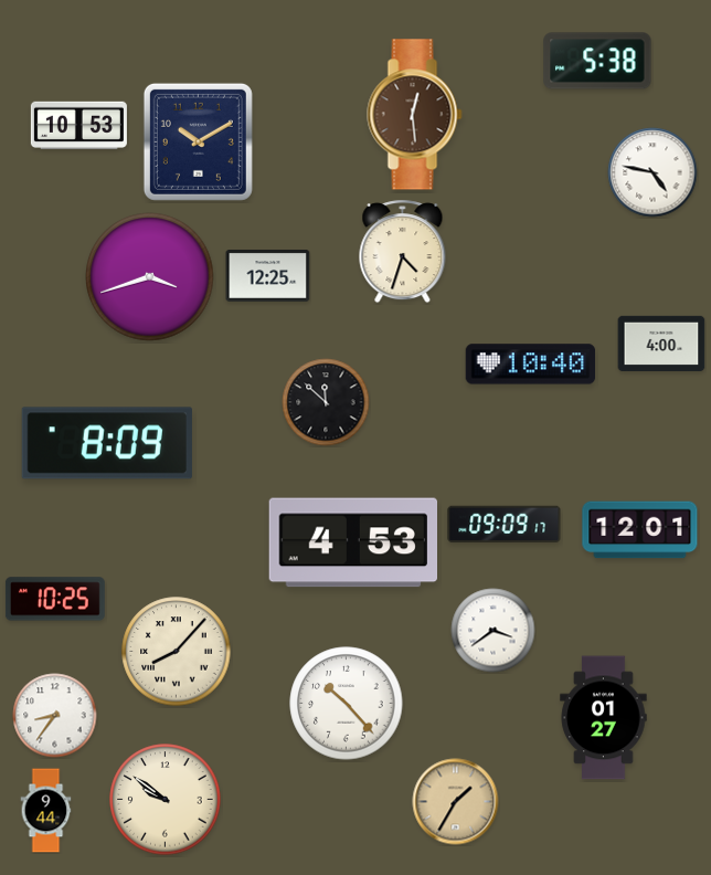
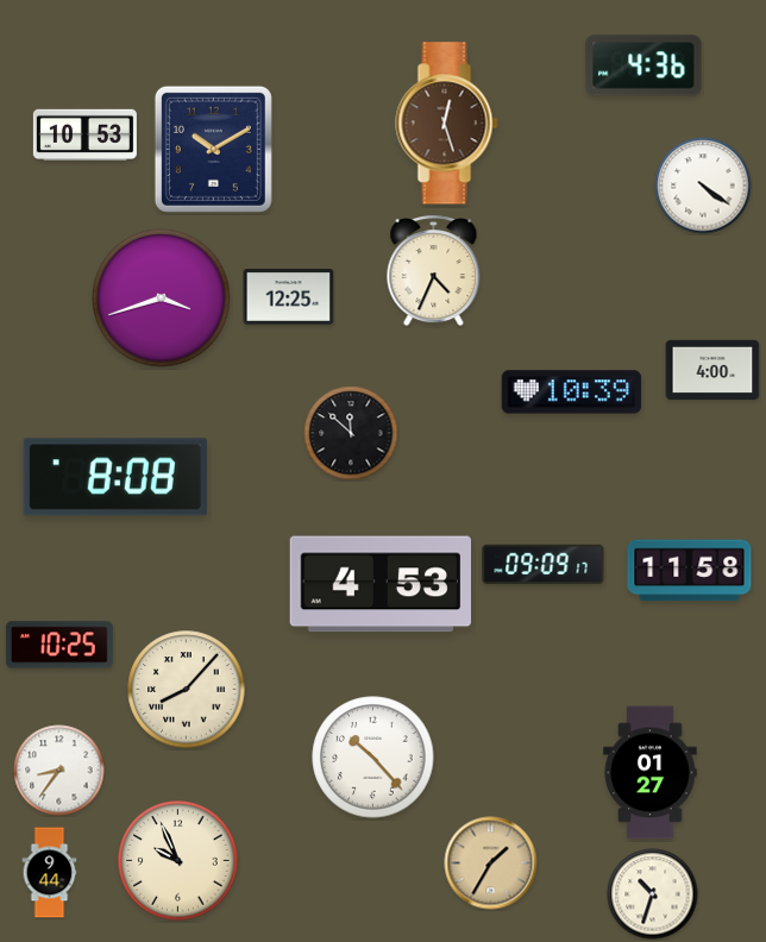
clock at (597, 61): 5:38 -> 4:36
clock at (415, 115): 12:29 -> 12:27
clock at (198, 141) position: (198, 141) -> (213, 149)
clock at (652, 172): 4:47 -> 4:21
clock at (403, 252): 4:33 -> 4:34
clock at (531, 365): 10:40 -> 10:39
clock at (107, 443): 8:09 -> 8:08
clock at (640, 530): 12:01 -> 11:58
clock at (494, 631): 3:39 -> none
clock at (177, 652) position: (177, 652) -> (187, 690)
clock at (166, 800): 9:51 -> 9:56
clock at (653, 894): none -> 10:33
